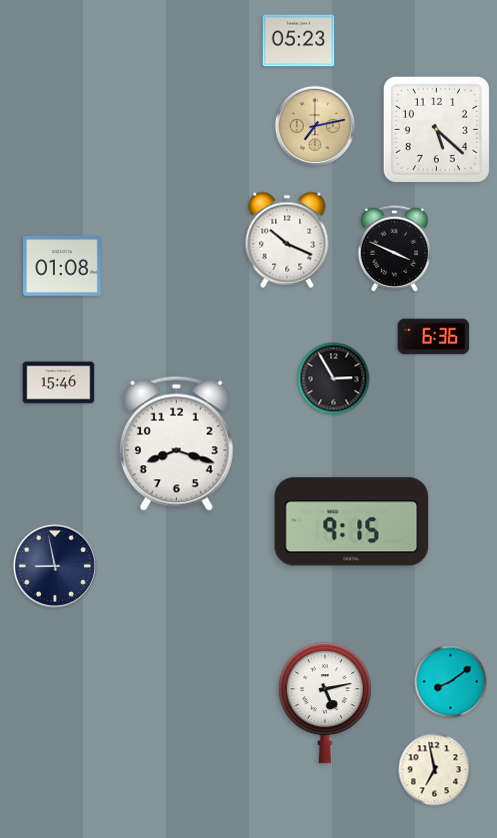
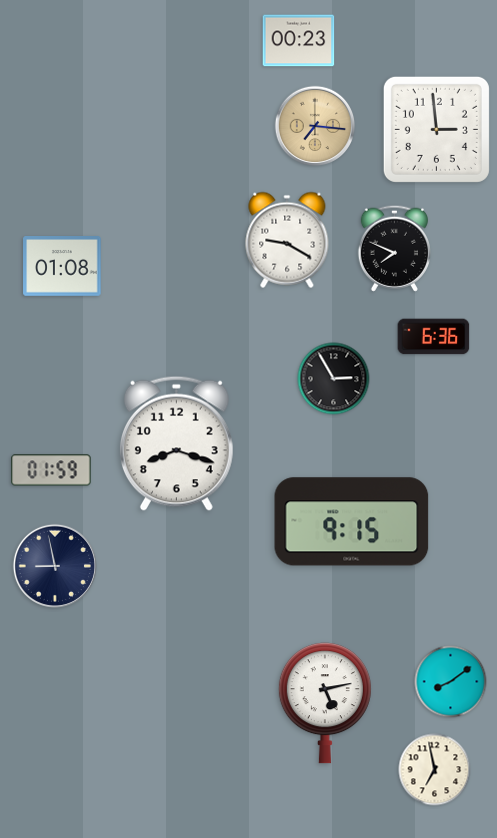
clock at (299, 41): 05:23 -> 00:23
clock at (315, 126): 7:13 -> 7:16
clock at (436, 129): 5:22 -> 2:59
clock at (287, 240): 10:19 -> 9:20
clock at (394, 248): 3:49 -> 7:49
clock at (59, 383): 15:46 -> none
clock at (51, 470): none -> 01:59
